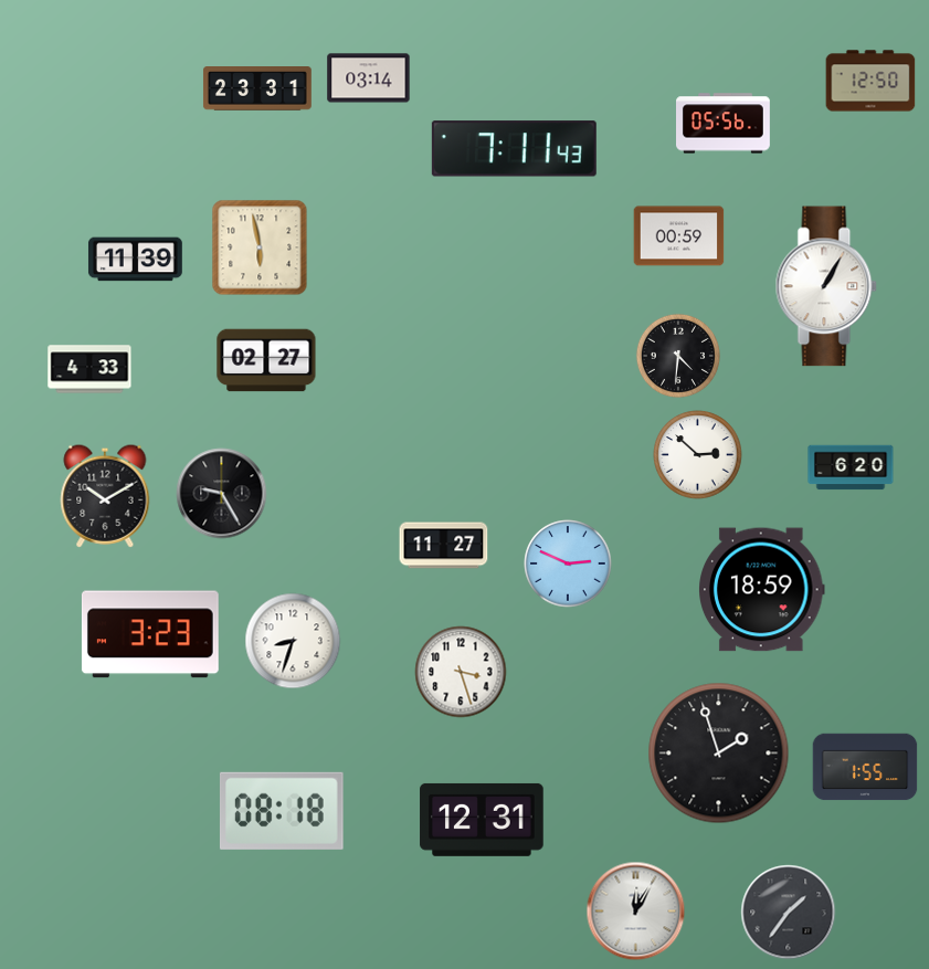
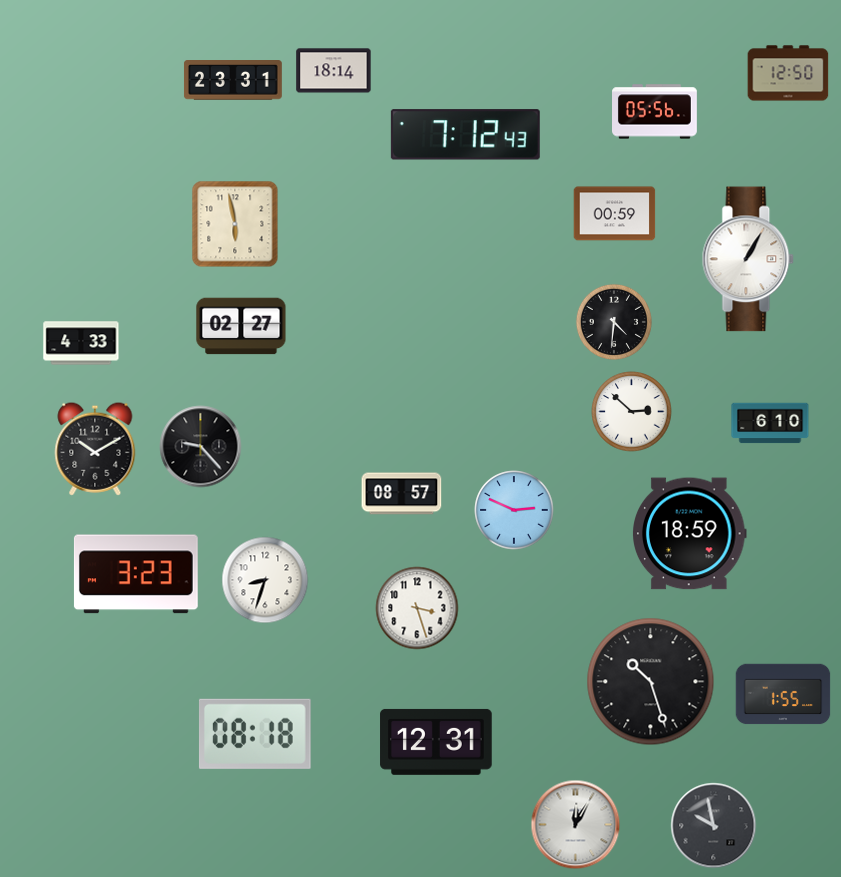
clock at (369, 78): 03:14 -> 18:14
clock at (514, 149): 7:11 -> 7:12
clock at (135, 260): 11:39 -> none
clock at (89, 369) position: (89, 369) -> (81, 343)
clock at (851, 467): 6:20 -> 6:10
clock at (222, 494): 9:25 -> 9:23
clock at (444, 546): 11:27 -> 08:57
clock at (719, 754): 1:57 -> 10:27
clock at (789, 913): 1:36 -> 9:58
